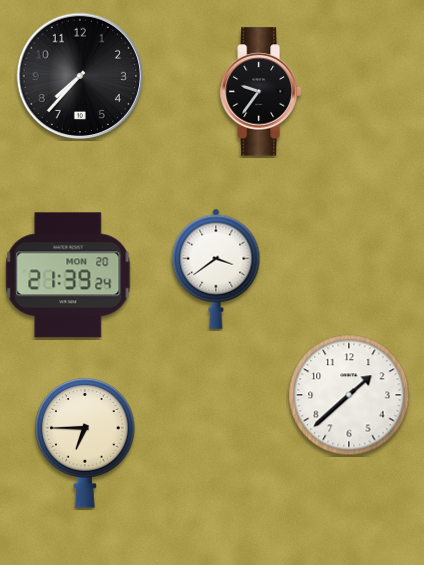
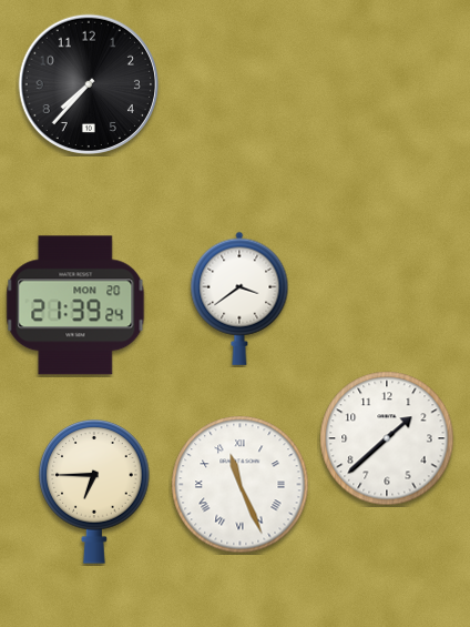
clock at (260, 92): 9:36 -> none
clock at (241, 485): none -> 11:26
